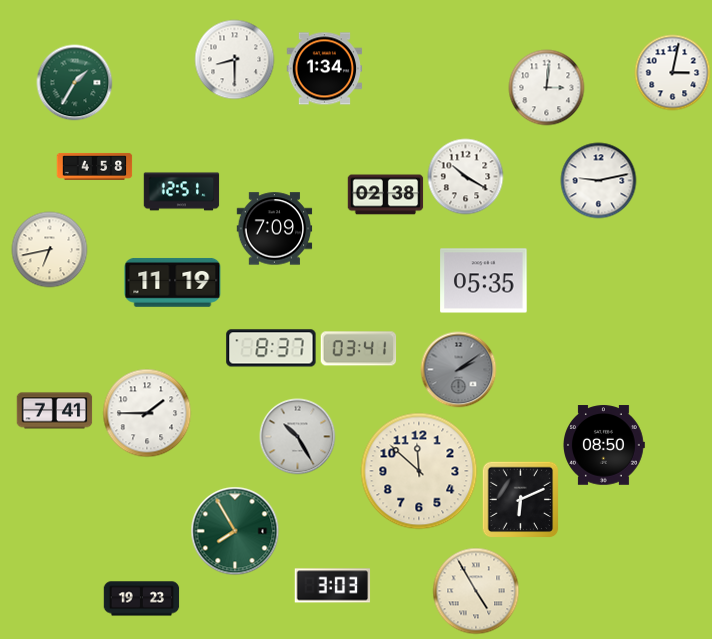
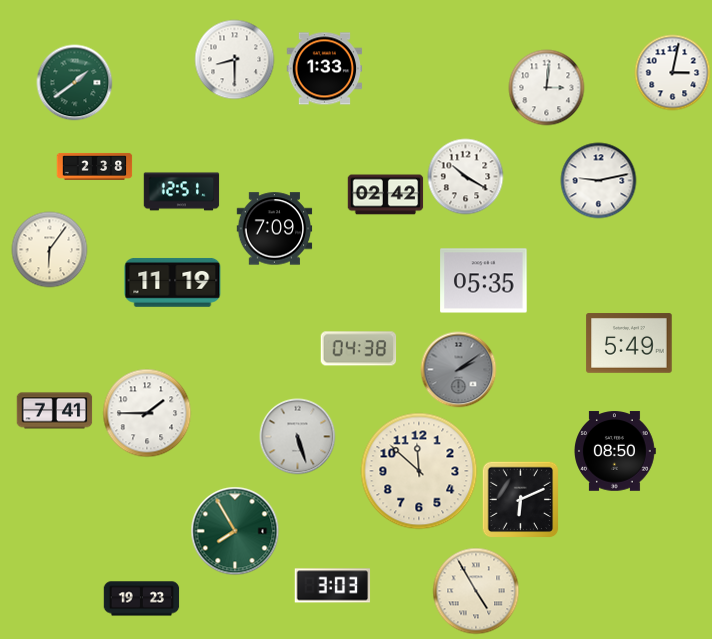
clock at (325, 69): 1:34 -> 1:33
clock at (75, 83): 1:35 -> 1:39
clock at (95, 166): 4:58 -> 2:38
clock at (386, 195): 02:38 -> 02:42
clock at (50, 250): 6:43 -> 6:06
clock at (629, 343): none -> 5:49
clock at (271, 348): 8:37 -> none
clock at (359, 349): 03:41 -> 04:38
clock at (298, 437): 10:25 -> 5:27
clock at (604, 445) position: (604, 445) -> (615, 451)
